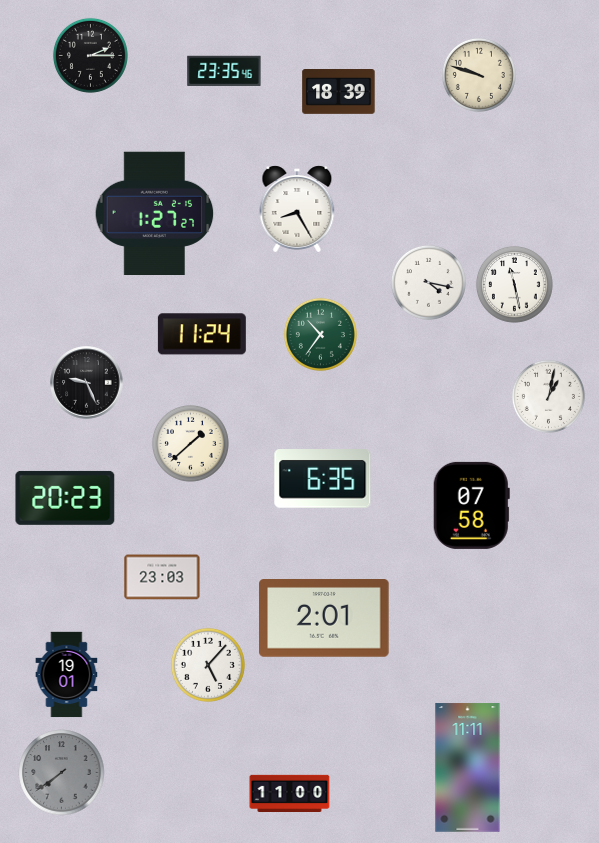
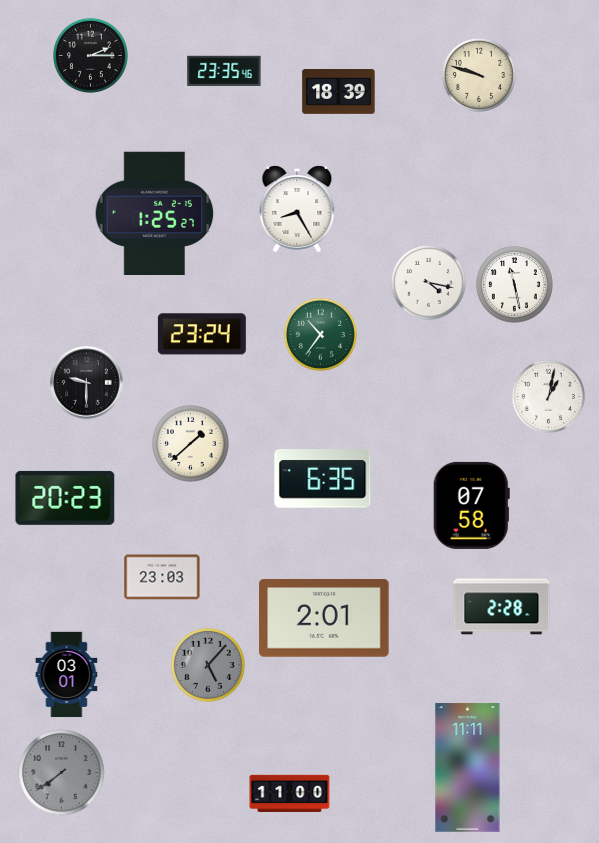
clock at (155, 213): 1:27 -> 1:25
clock at (202, 334): 11:24 -> 23:24
clock at (87, 383): 9:26 -> 9:30
clock at (502, 607): none -> 2:28
clock at (208, 665) dial: white -> grey
clock at (67, 675): 19:01 -> 03:01
